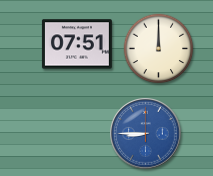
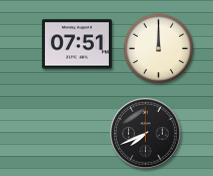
clock at (146, 134): 8:45 -> 7:41
clock at (146, 134) dial: blue -> black
